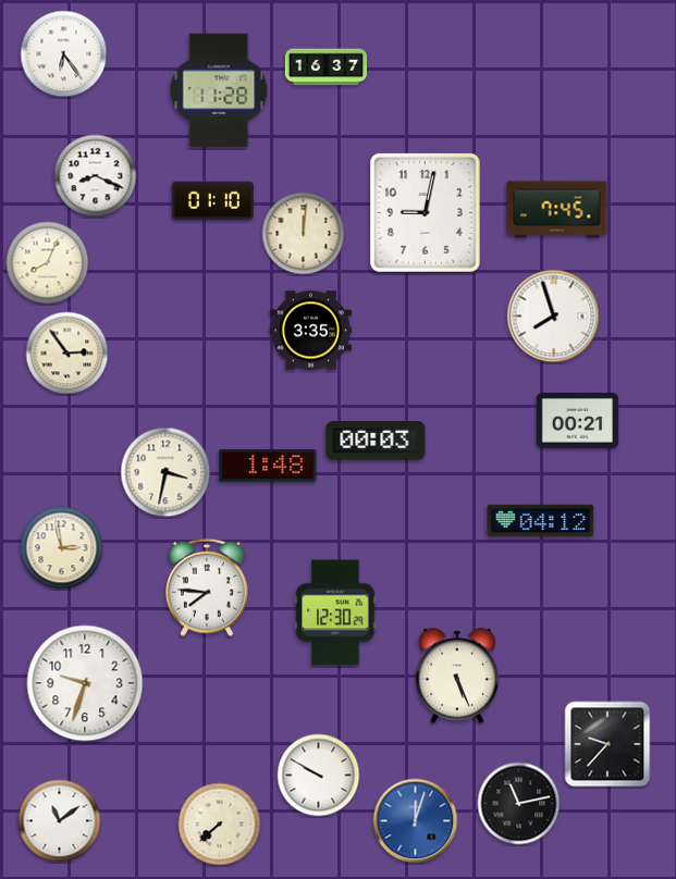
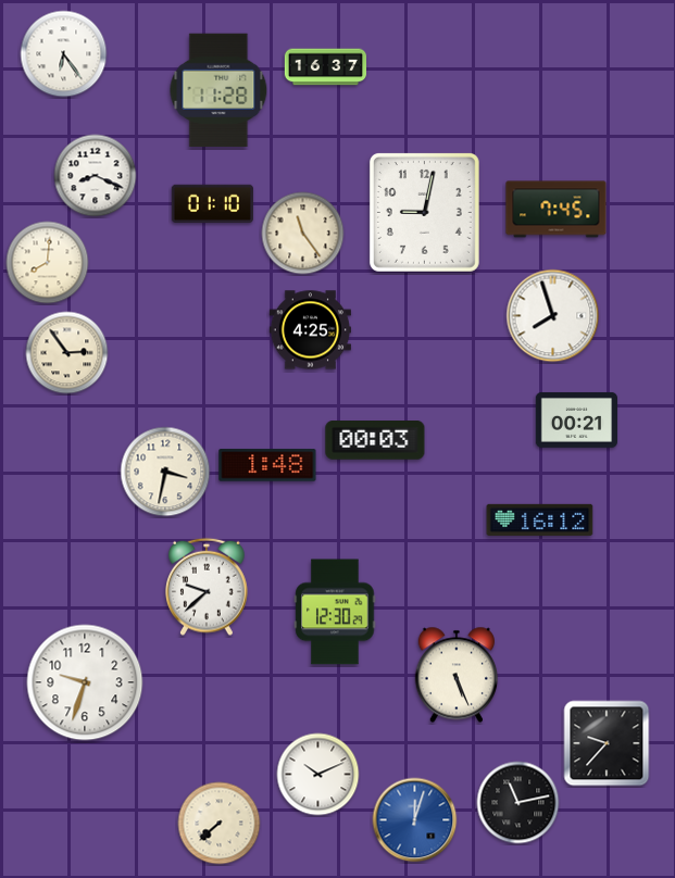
clock at (212, 201) position: (212, 201) -> (212, 204)
clock at (304, 234): 12:01 -> 11:24
clock at (48, 263): 8:04 -> 8:01
clock at (310, 331): 3:35 -> 4:25
clock at (541, 520): 04:12 -> 16:12
clock at (62, 548): 2:58 -> none
clock at (208, 587): 7:46 -> 9:38
clock at (319, 776): 9:50 -> 10:11
clock at (60, 821): 11:09 -> none
